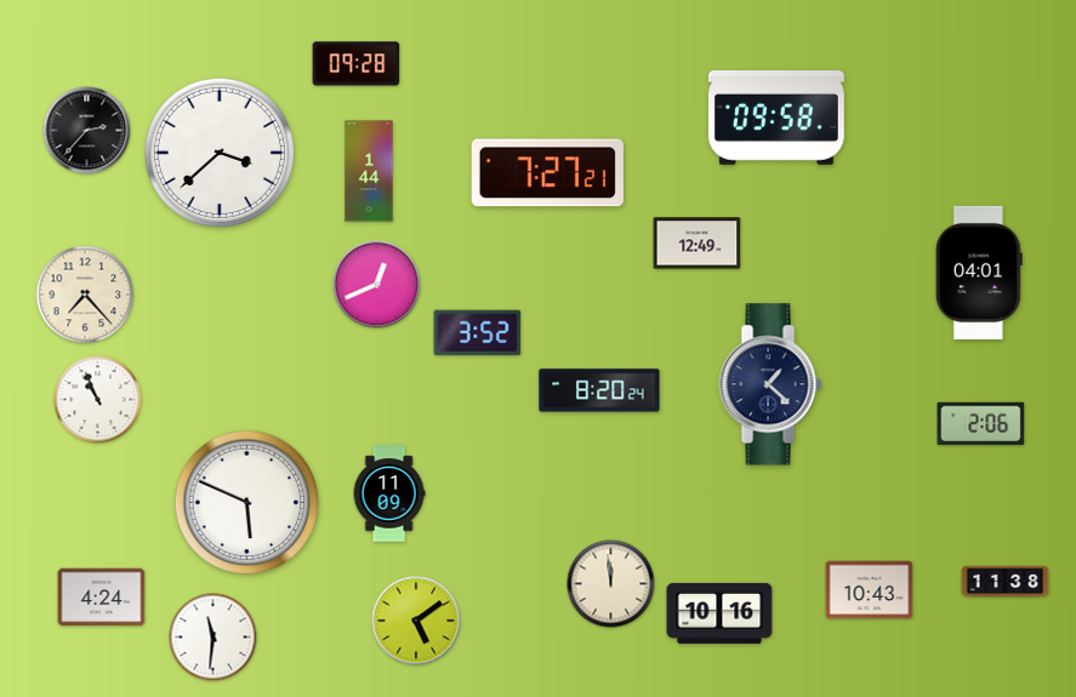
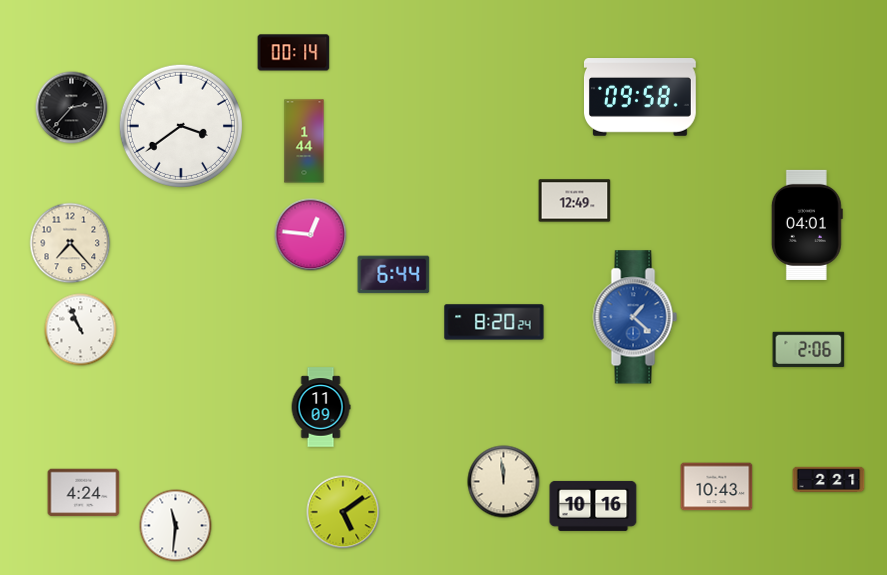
clock at (357, 64): 09:28 -> 00:14
clock at (220, 153): 3:38 -> 3:39
clock at (547, 173): 7:27 -> none
clock at (377, 285): 12:41 -> 12:46
clock at (478, 333): 3:52 -> 6:44
clock at (770, 384) dial: navy -> blue
clock at (247, 503): 5:49 -> none
clock at (1006, 582): 11:38 -> 2:21
